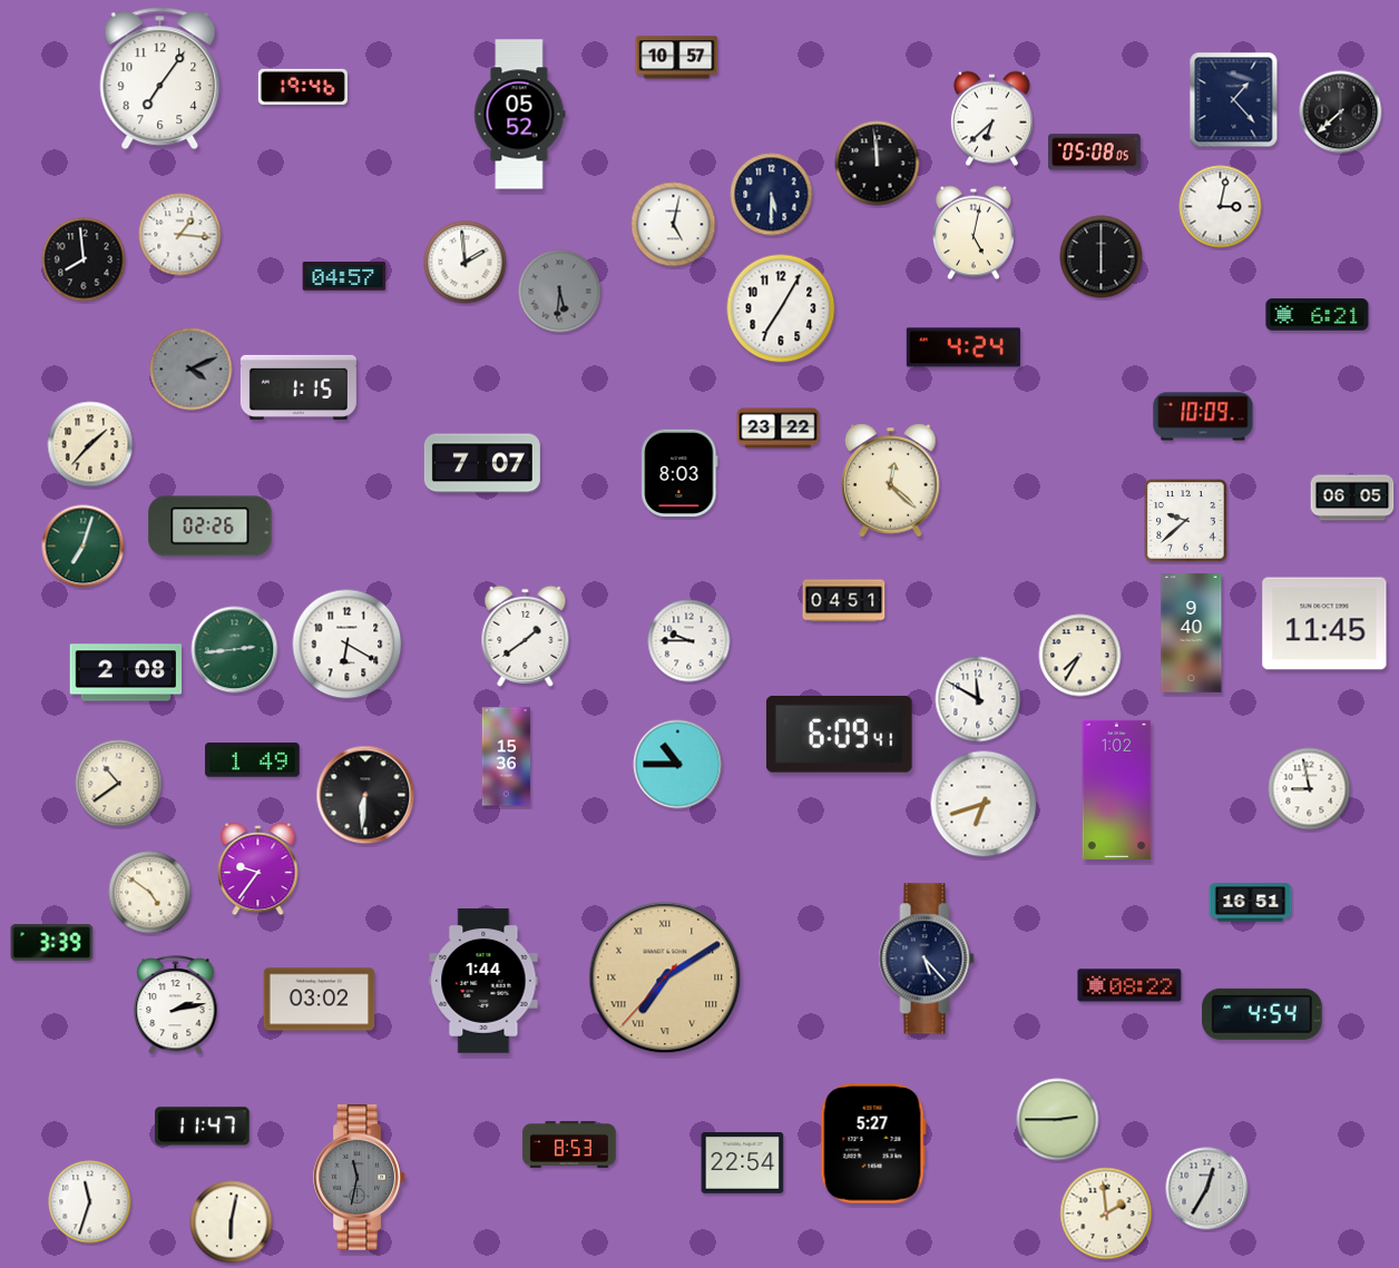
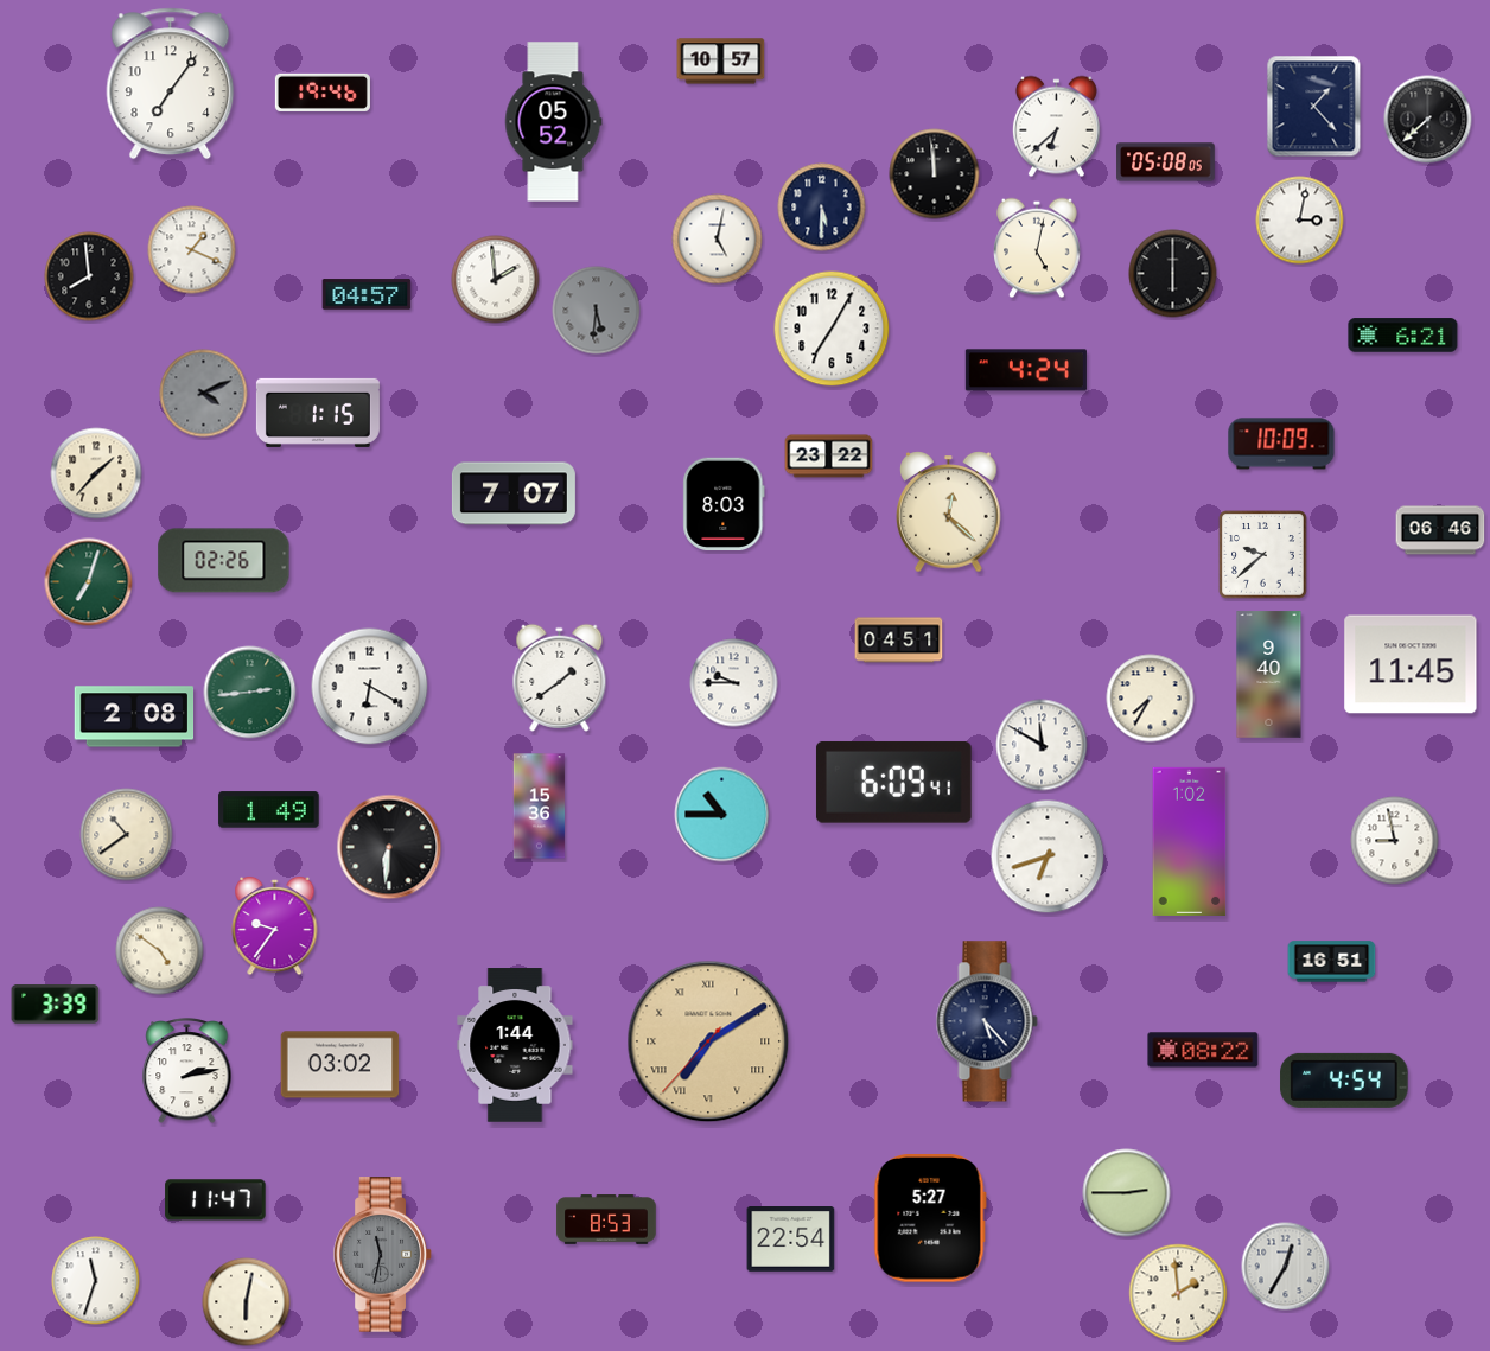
clock at (180, 235): 1:16 -> 1:19
clock at (1352, 498): 06:05 -> 06:46
